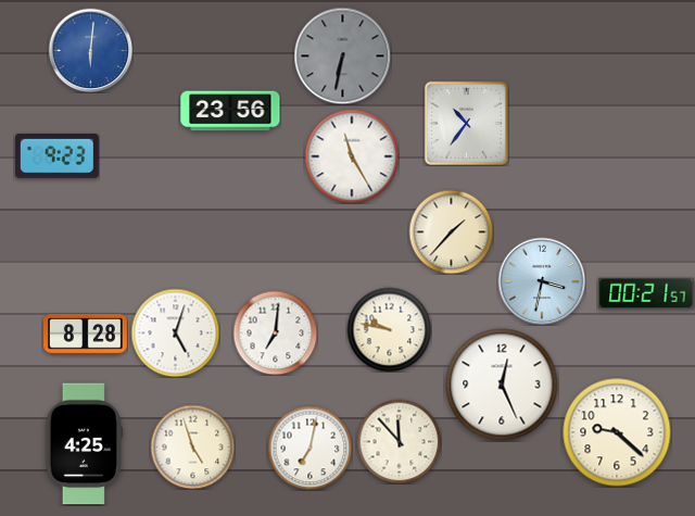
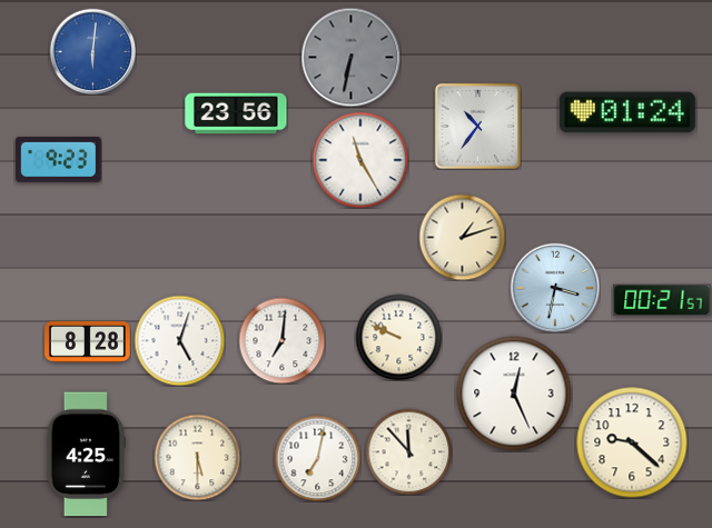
clock at (627, 112): none -> 01:24
clock at (451, 231): 1:37 -> 1:12
clock at (389, 329): 9:47 -> 9:49
clock at (192, 446): 4:57 -> 5:30
